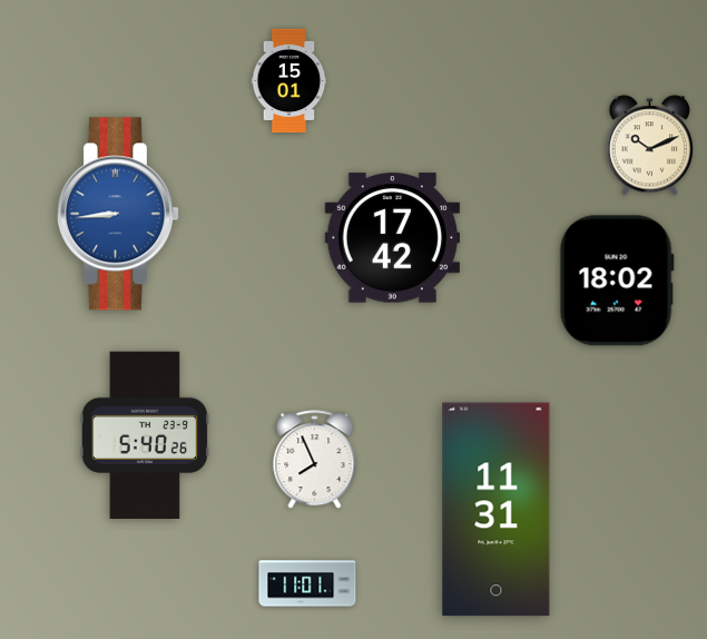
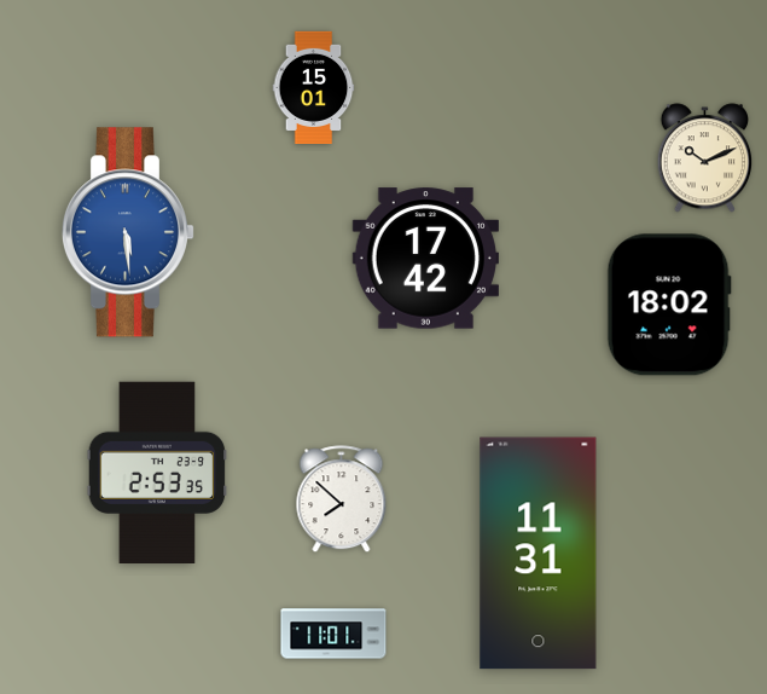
clock at (117, 214): 8:44 -> 5:29
clock at (145, 434): 5:40 -> 2:53
clock at (315, 460): 7:56 -> 7:52
